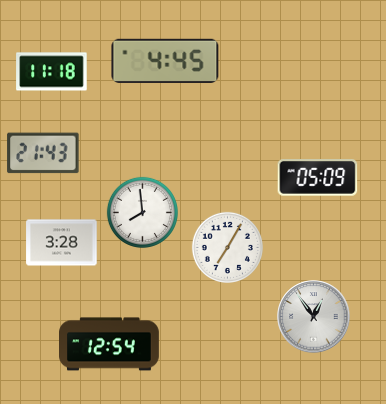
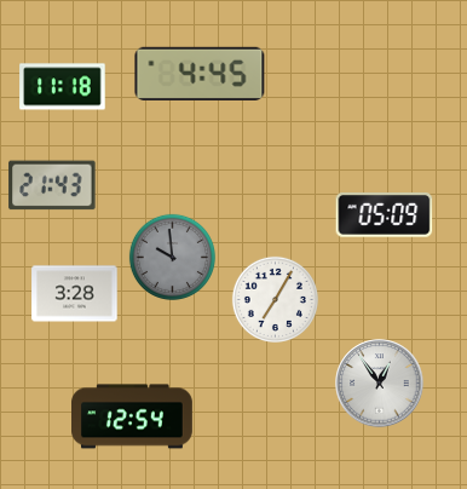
clock at (142, 212): 7:59 -> 9:59
clock at (142, 212) dial: white -> grey
